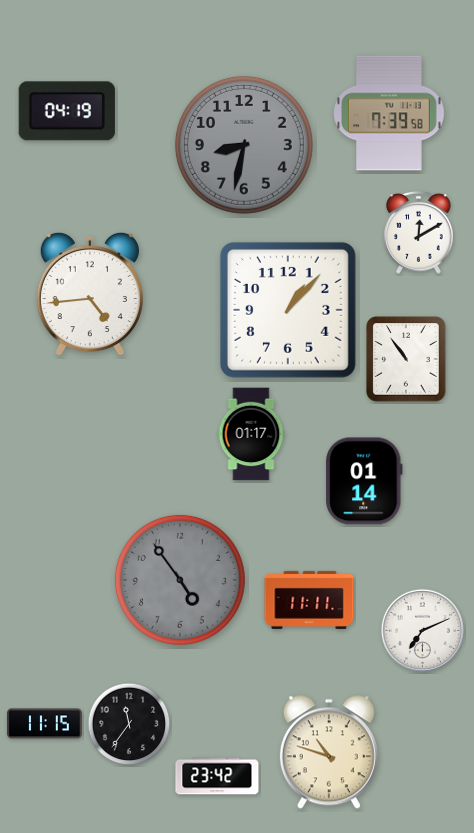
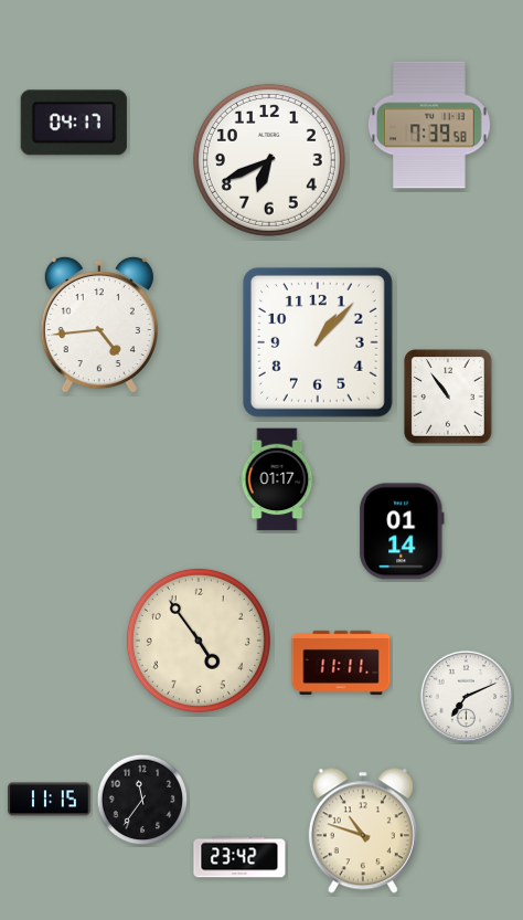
clock at (67, 111): 04:19 -> 04:17
clock at (244, 145): 8:32 -> 6:41
clock at (244, 145) dial: grey -> white
clock at (419, 232): 12:10 -> none
clock at (180, 580) dial: grey -> cream
